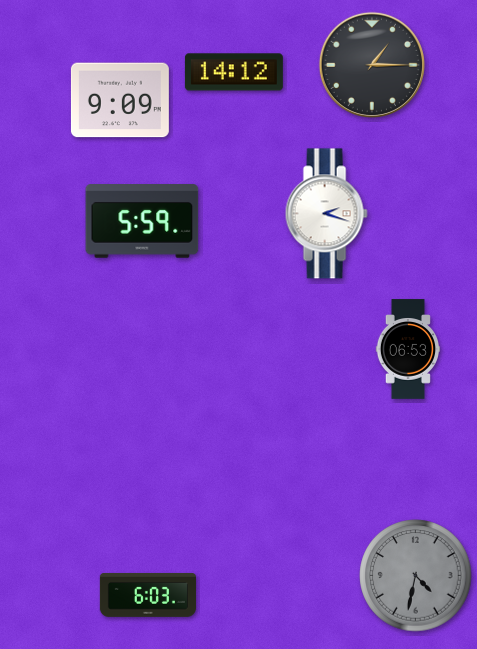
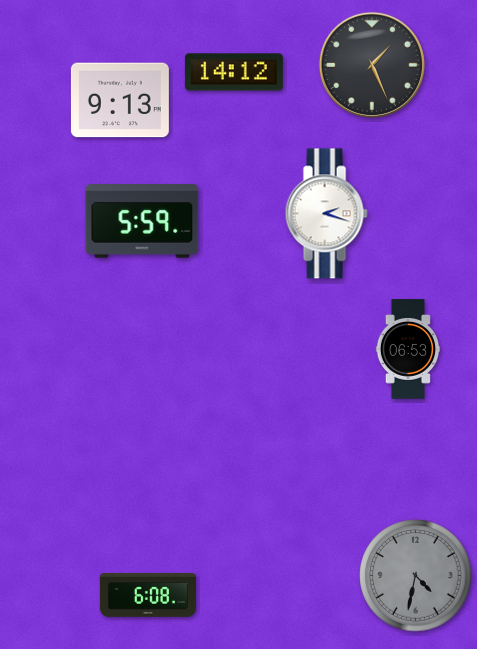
clock at (372, 65): 1:15 -> 1:26
clock at (120, 100): 9:09 -> 9:13
clock at (148, 595): 6:03 -> 6:08
